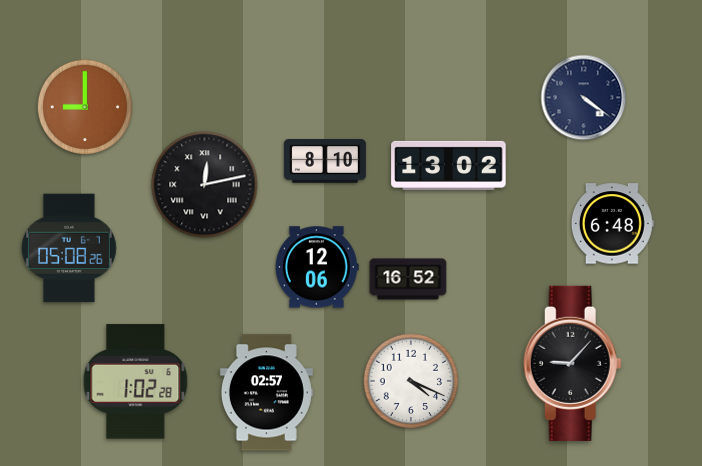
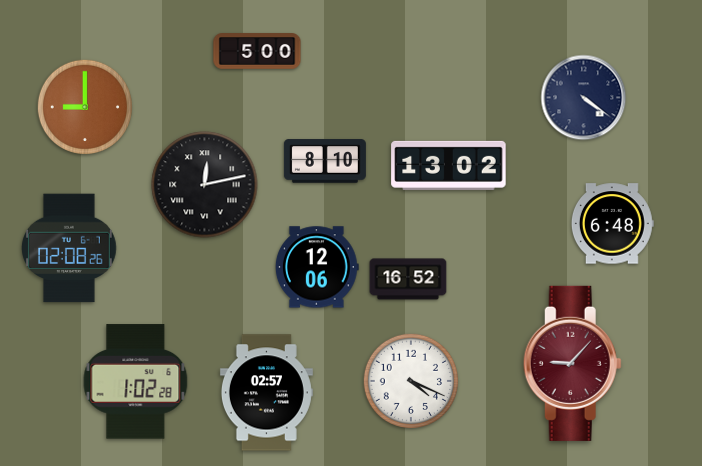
clock at (257, 51): none -> 5:00
clock at (70, 248): 05:08 -> 02:08
clock at (572, 363) dial: black -> burgundy
